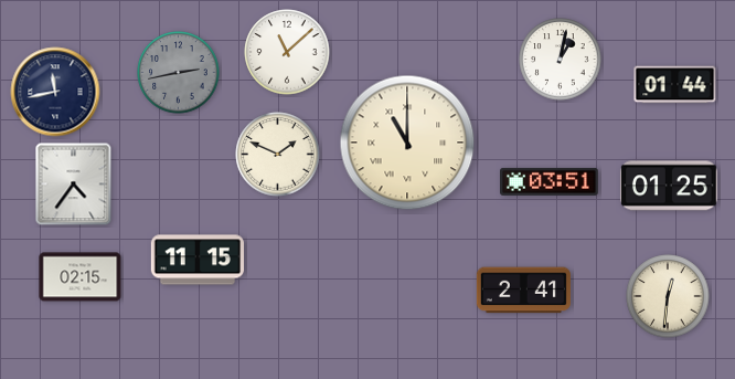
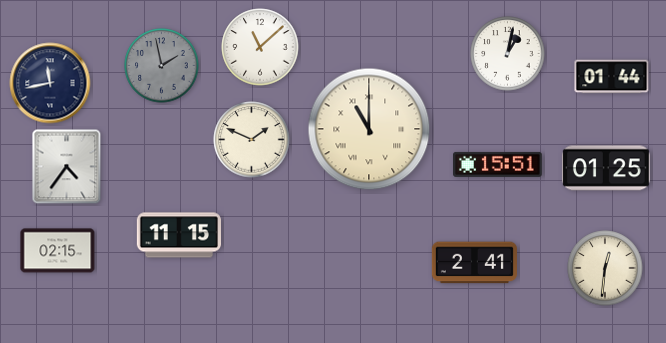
clock at (179, 73): 2:43 -> 1:58
clock at (550, 181): 03:51 -> 15:51
clock at (81, 277) position: (81, 277) -> (58, 251)
